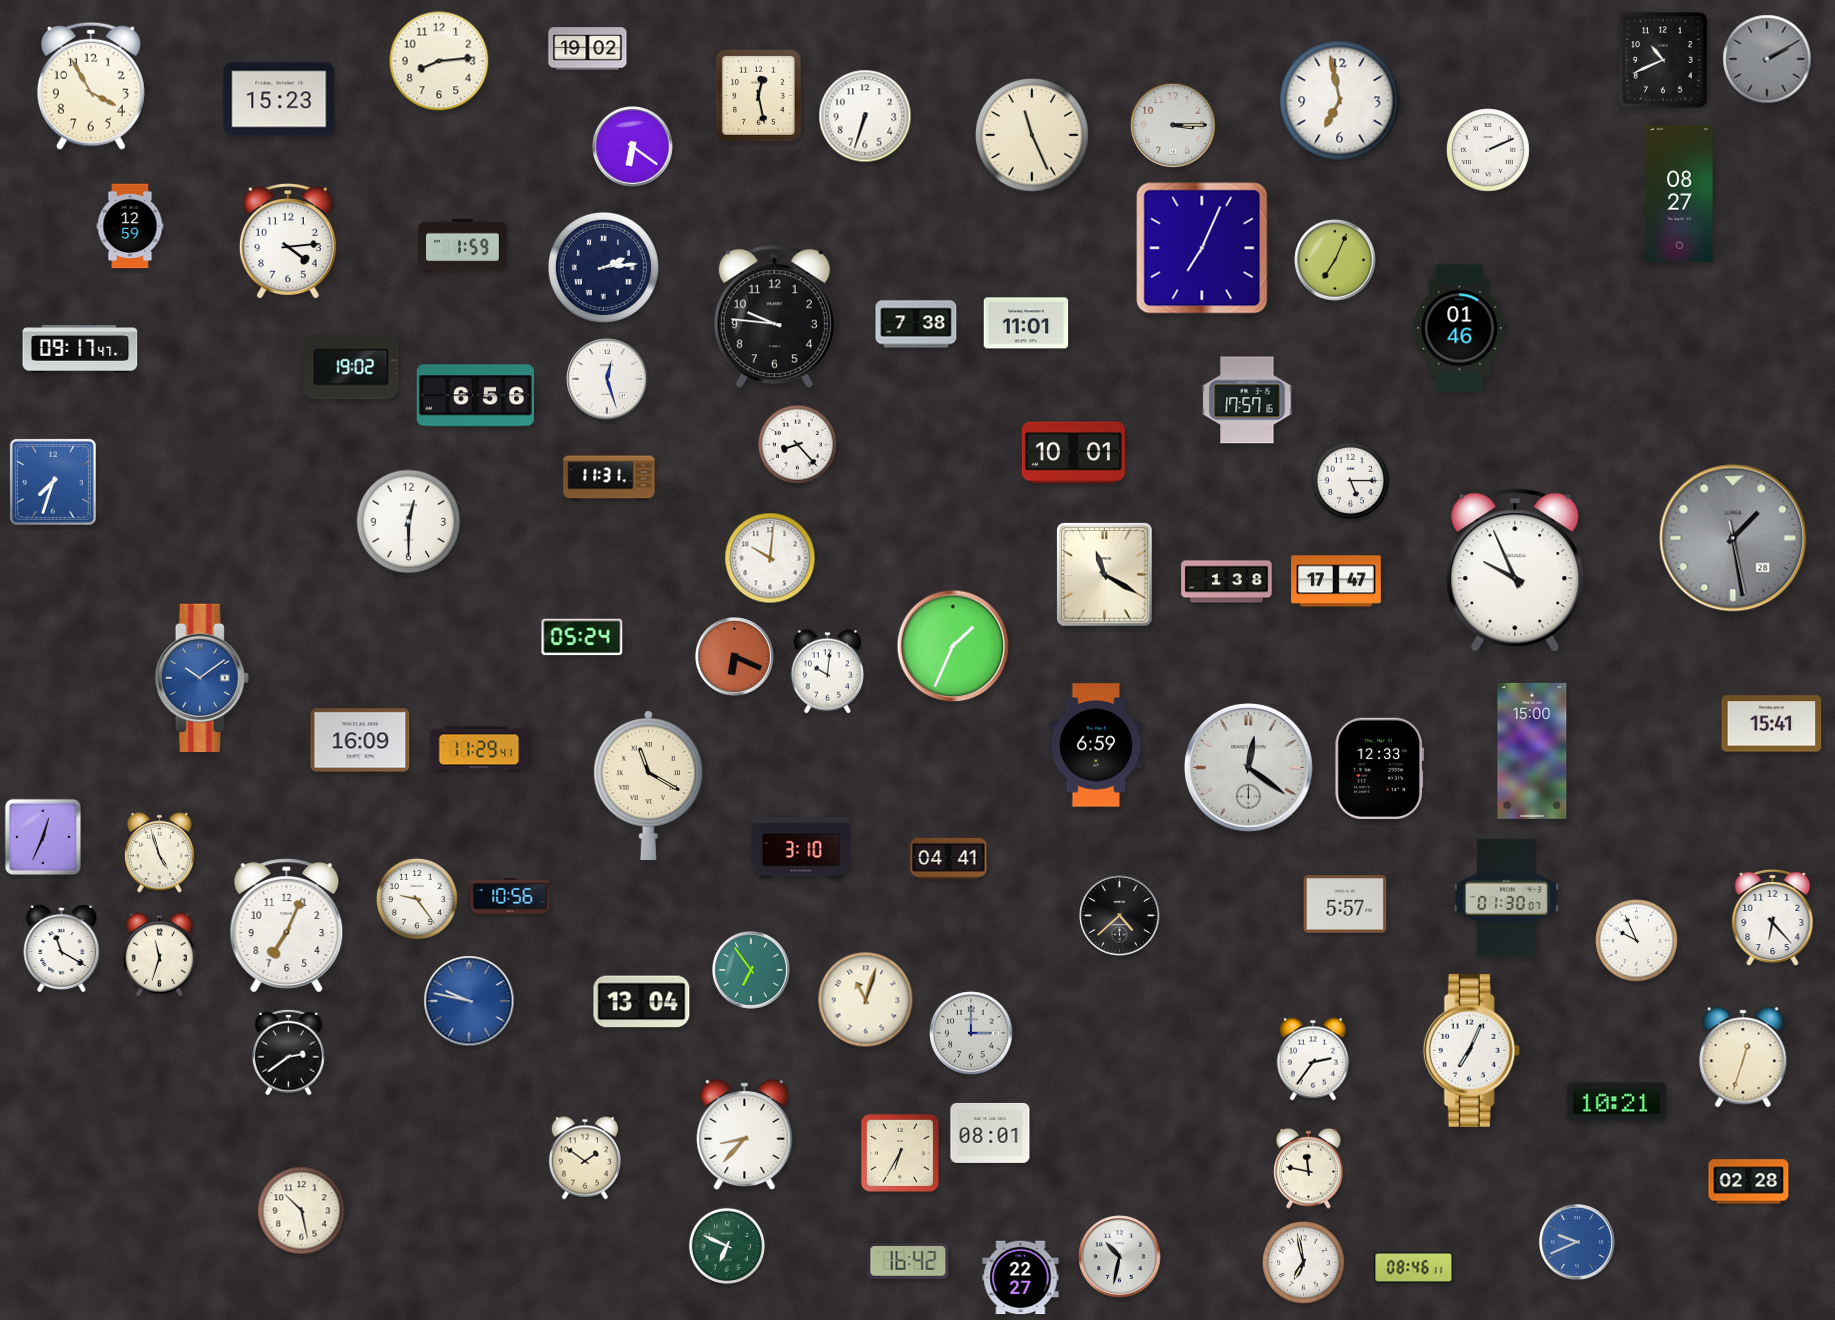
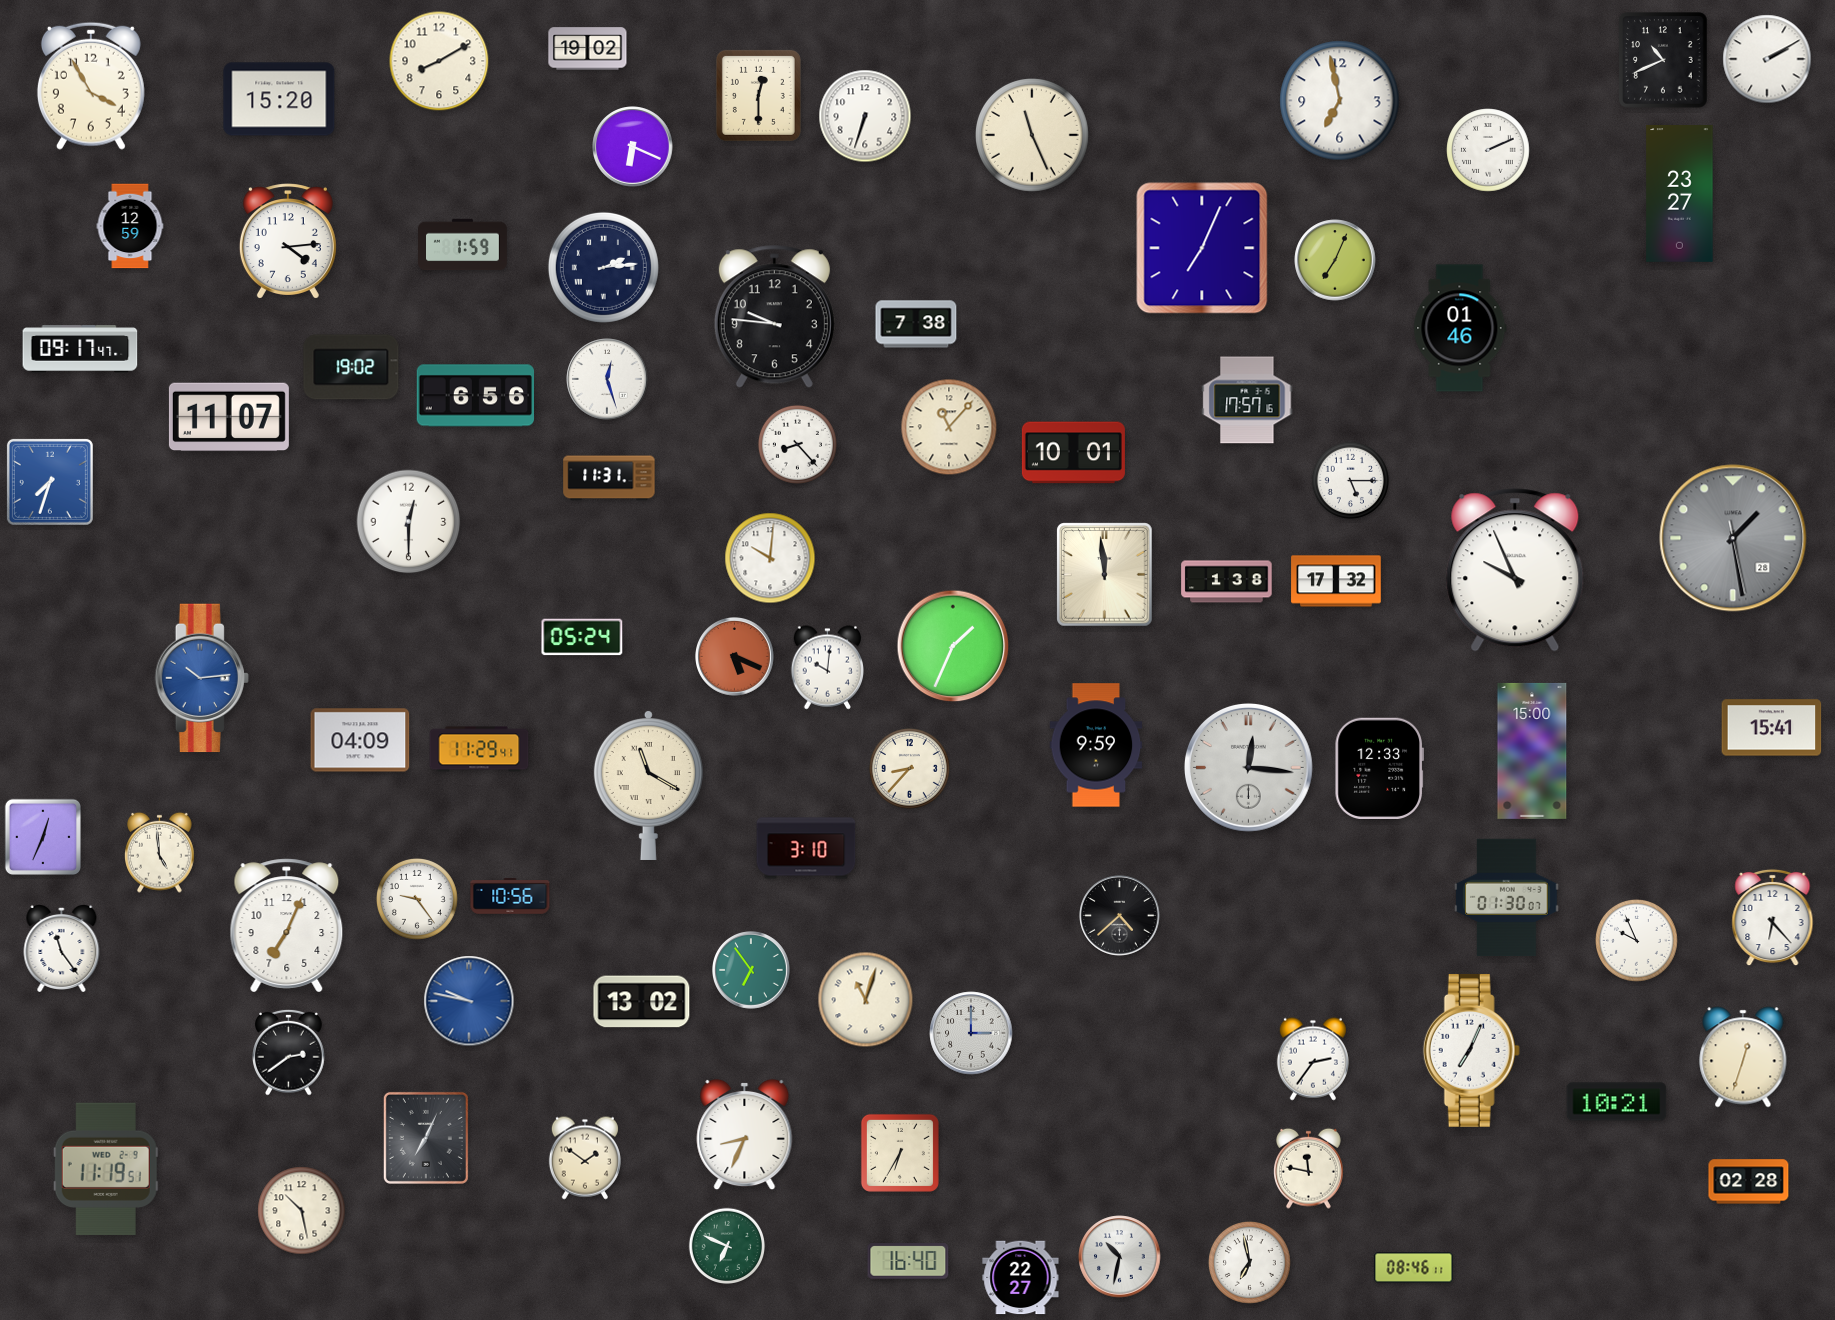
clock at (1767, 59) dial: grey -> white
clock at (439, 61): 8:14 -> 8:10
clock at (758, 95): 12:28 -> 12:30
clock at (279, 99): 15:23 -> 15:20
clock at (1173, 125): 3:15 -> none
clock at (633, 147): 6:21 -> 6:19
clock at (1680, 194): 08:27 -> 23:27
clock at (1026, 323): 11:01 -> none
clock at (229, 417): none -> 11:07
clock at (949, 427): none -> 11:07
clock at (53, 482) position: (53, 482) -> (50, 482)
clock at (1105, 575): 11:20 -> 11:59
clock at (1336, 581): 17:47 -> 17:32
clock at (735, 657): 6:19 -> 5:19
clock at (827, 672) position: (827, 672) -> (827, 668)
clock at (202, 678): 10:09 -> 10:14
clock at (1772, 724) position: (1772, 724) -> (1772, 728)
clock at (360, 740): 16:09 -> 04:09
clock at (1096, 745): 6:59 -> 9:59
clock at (1248, 767): 12:21 -> 12:16
clock at (909, 768): none -> 8:37
clock at (801, 848) position: (801, 848) -> (806, 848)
clock at (160, 852): 4:57 -> 4:59
clock at (949, 858): 04:41 -> none
clock at (1345, 904): 5:57 -> none
clock at (62, 948): 11:20 -> 11:24
clock at (159, 955): 11:33 -> none
clock at (642, 1002): 13:04 -> 13:02
clock at (990, 1133): 08:01 -> none
clock at (745, 1135): 8:37 -> 8:34
clock at (426, 1138): none -> 7:04
clock at (106, 1169): none -> 11:19
clock at (1577, 1242): 9:41 -> none
clock at (908, 1261): 16:42 -> 16:40
clock at (1304, 1263) position: (1304, 1263) -> (1250, 1263)
